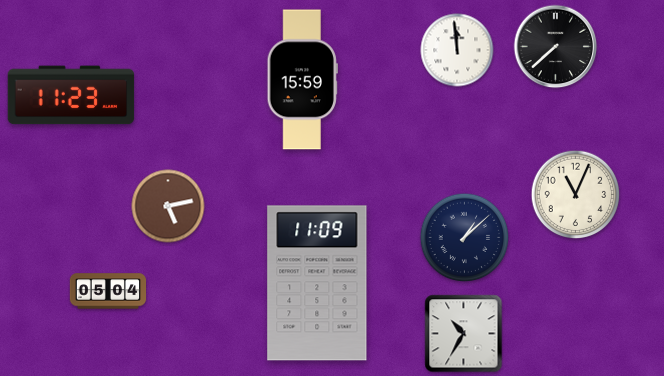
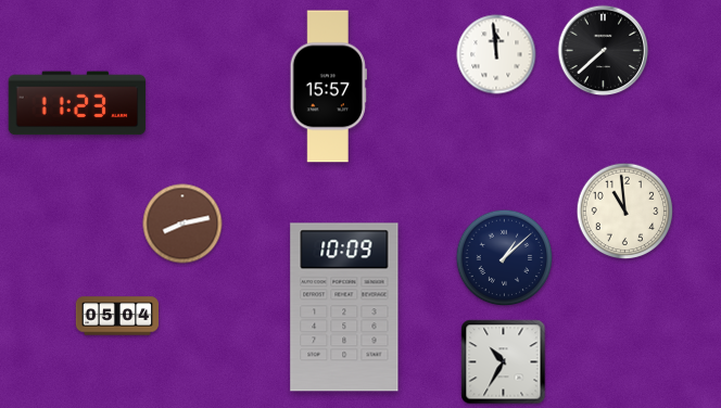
clock at (302, 80): 15:59 -> 15:57
clock at (576, 195): 11:04 -> 10:59
clock at (168, 206): 5:13 -> 8:13
clock at (317, 283): 11:09 -> 10:09
